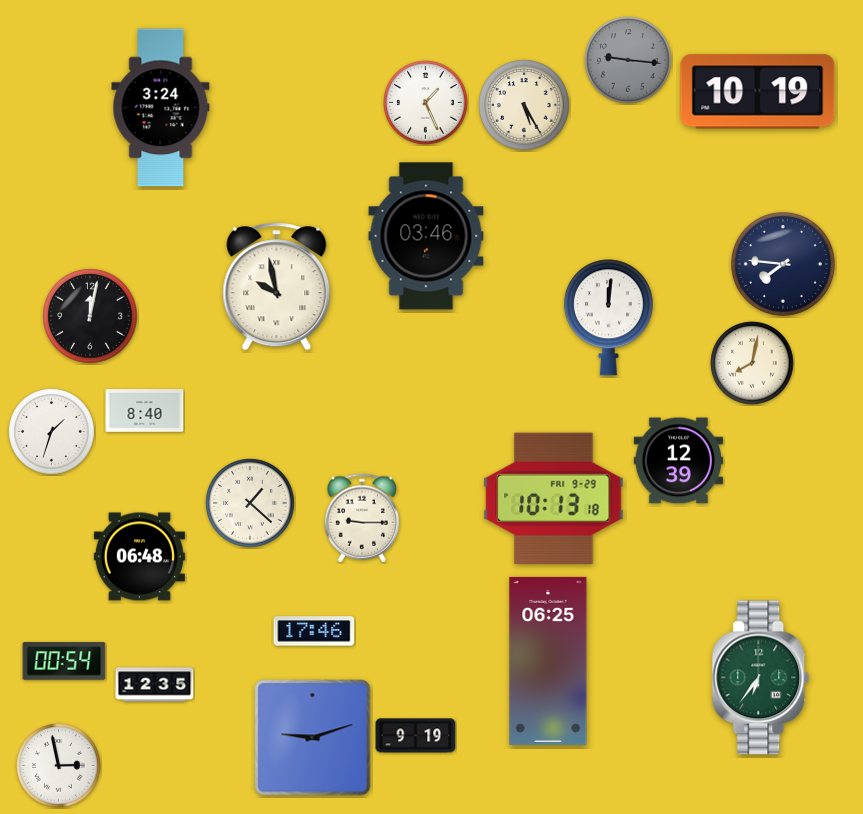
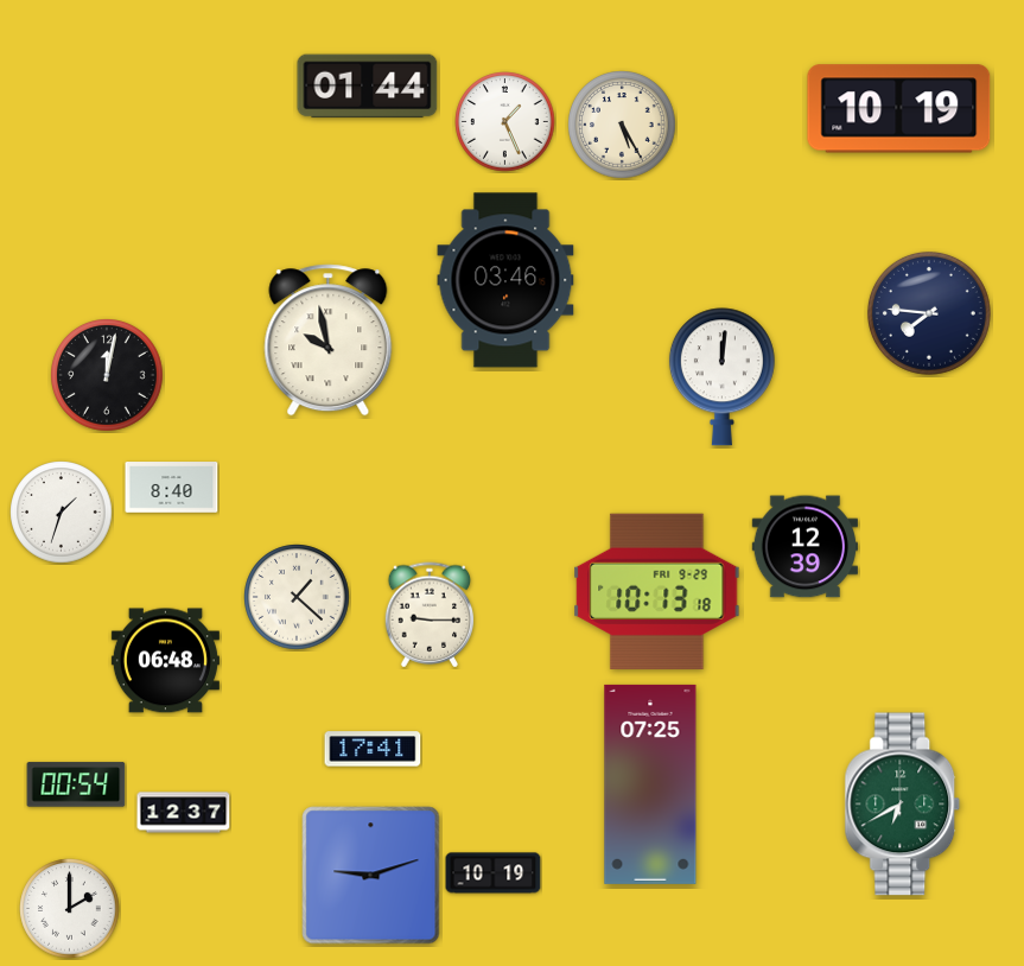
clock at (628, 60): 9:16 -> none
clock at (368, 87): none -> 01:44
clock at (161, 108): 3:24 -> none
clock at (752, 363): 8:02 -> none
clock at (314, 631): 17:46 -> 17:41
clock at (548, 661): 06:25 -> 07:25
clock at (761, 678): 6:36 -> 6:40
clock at (155, 685): 12:35 -> 12:37
clock at (416, 736): 9:19 -> 10:19
clock at (59, 766): 2:58 -> 2:00
